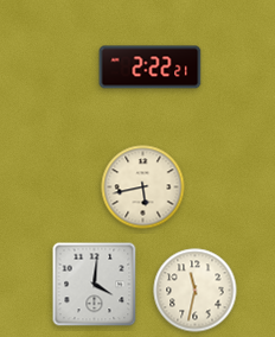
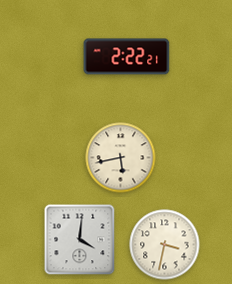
clock at (196, 291): 11:32 -> 3:32
